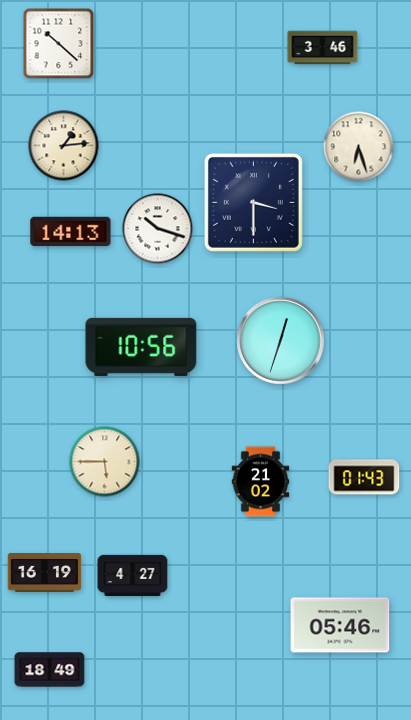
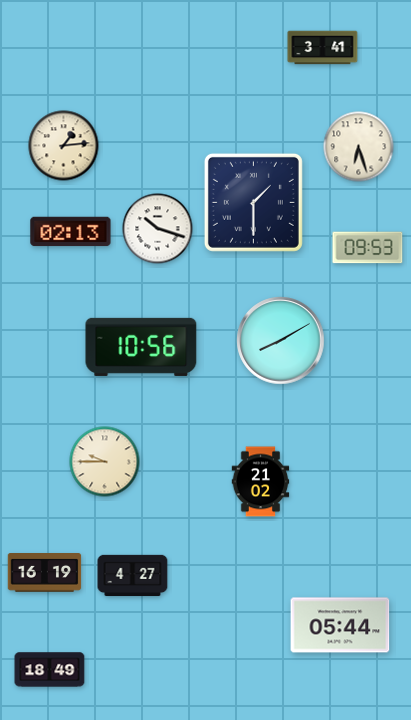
clock at (59, 44): 10:22 -> none
clock at (323, 48): 3:46 -> 3:41
clock at (253, 202): 3:30 -> 1:30
clock at (71, 232): 14:13 -> 02:13
clock at (368, 248): none -> 09:53
clock at (281, 341): 12:33 -> 8:10
clock at (105, 462): 5:45 -> 9:45
clock at (364, 477): 01:43 -> none
clock at (340, 625): 05:46 -> 05:44
